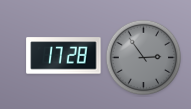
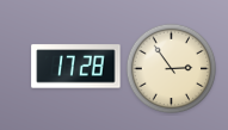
clock at (144, 58) dial: grey -> cream
